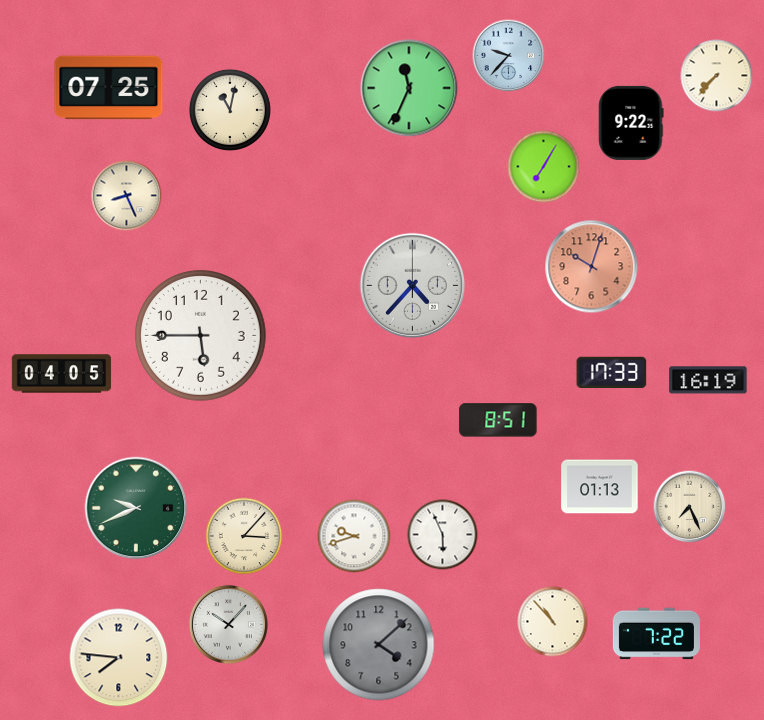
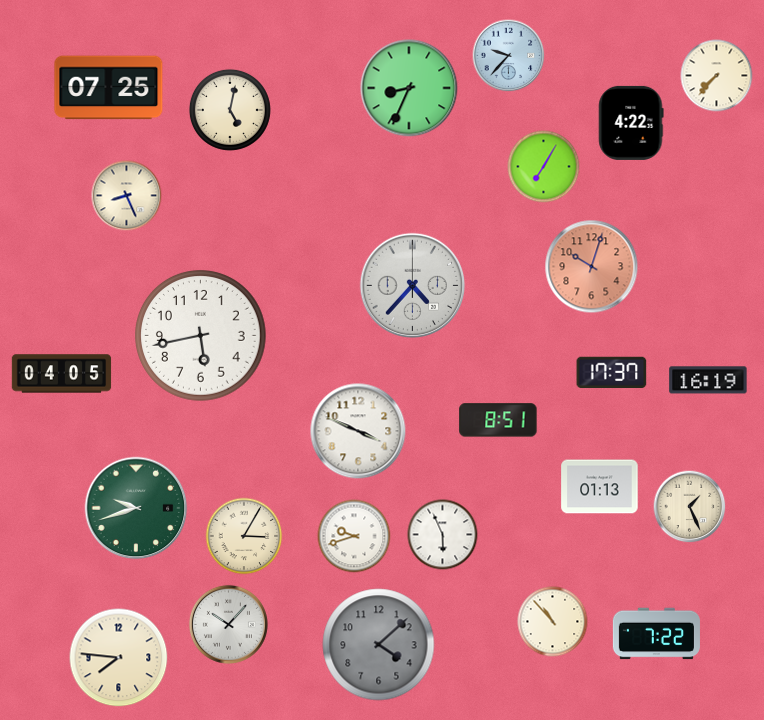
clock at (409, 88): 11:34 -> 8:34
clock at (230, 110): 11:02 -> 5:02
clock at (631, 123): 9:22 -> 4:22
clock at (201, 336): 5:45 -> 5:43
clock at (612, 372): 17:33 -> 17:37
clock at (358, 431): none -> 3:49
clock at (690, 507): 7:26 -> 1:26
clock at (136, 508): 9:41 -> 9:42
clock at (244, 536): 3:07 -> 3:05
